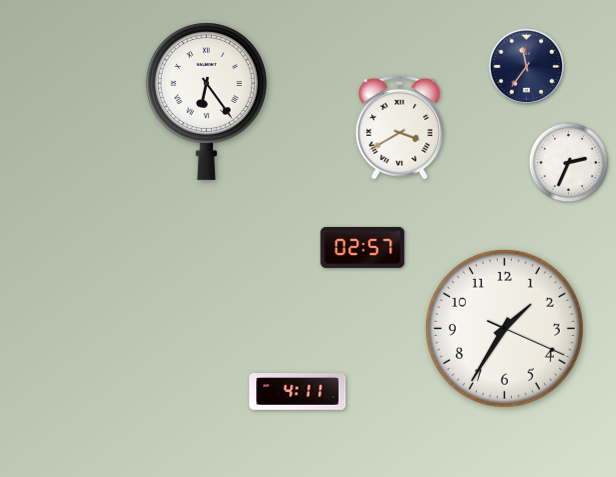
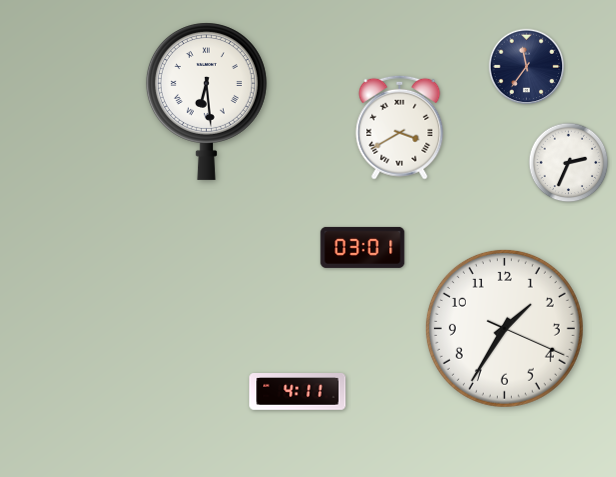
clock at (206, 101): 6:24 -> 6:29
clock at (363, 247): 02:57 -> 03:01
